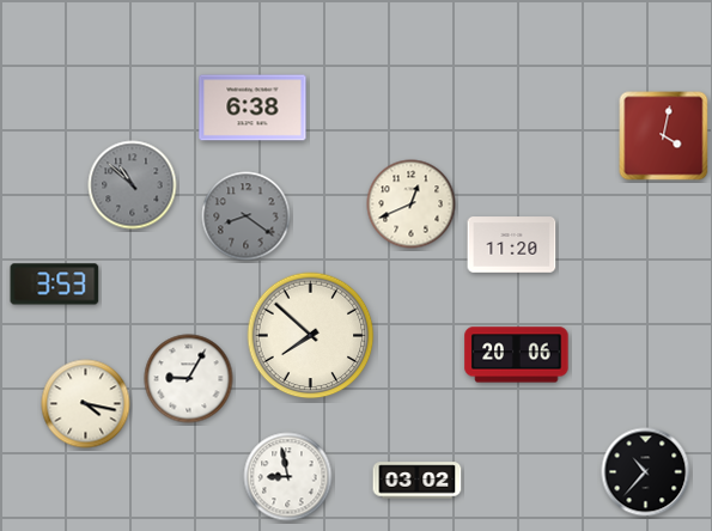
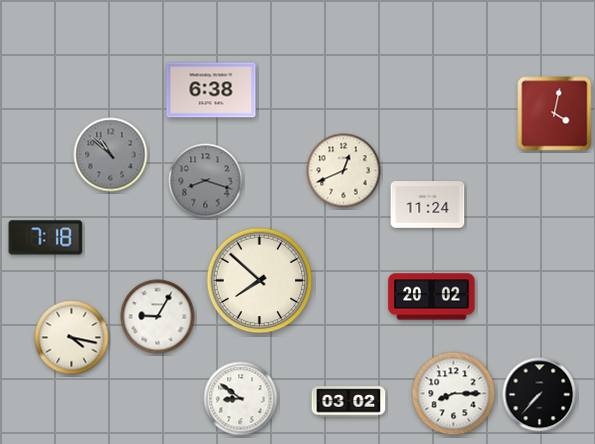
clock at (247, 216): 8:21 -> 8:18
clock at (512, 245): 11:20 -> 11:24
clock at (55, 285): 3:53 -> 7:18
clock at (517, 355): 20:06 -> 20:02
clock at (454, 394): none -> 8:15
clock at (646, 472): 10:37 -> 7:37
clock at (288, 477): 8:58 -> 8:51
